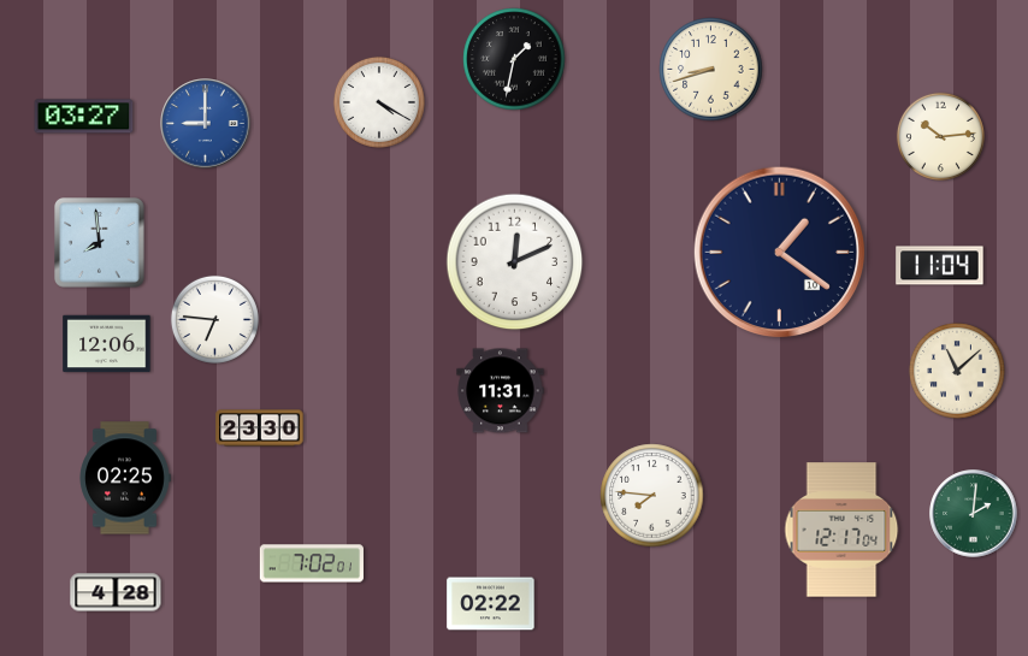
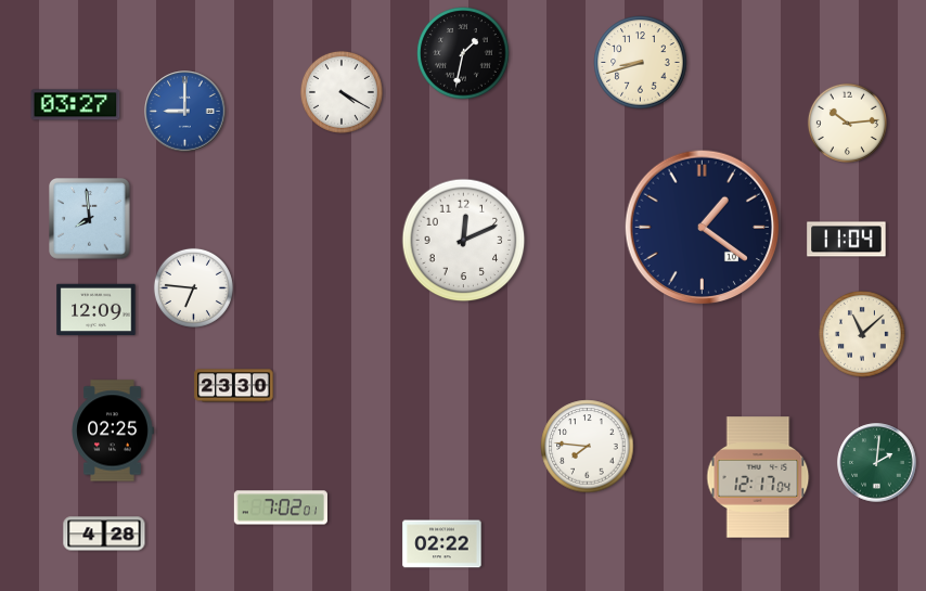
clock at (515, 262) position: (515, 262) -> (464, 241)
clock at (107, 344): 12:06 -> 12:09
clock at (501, 391): 11:31 -> none
